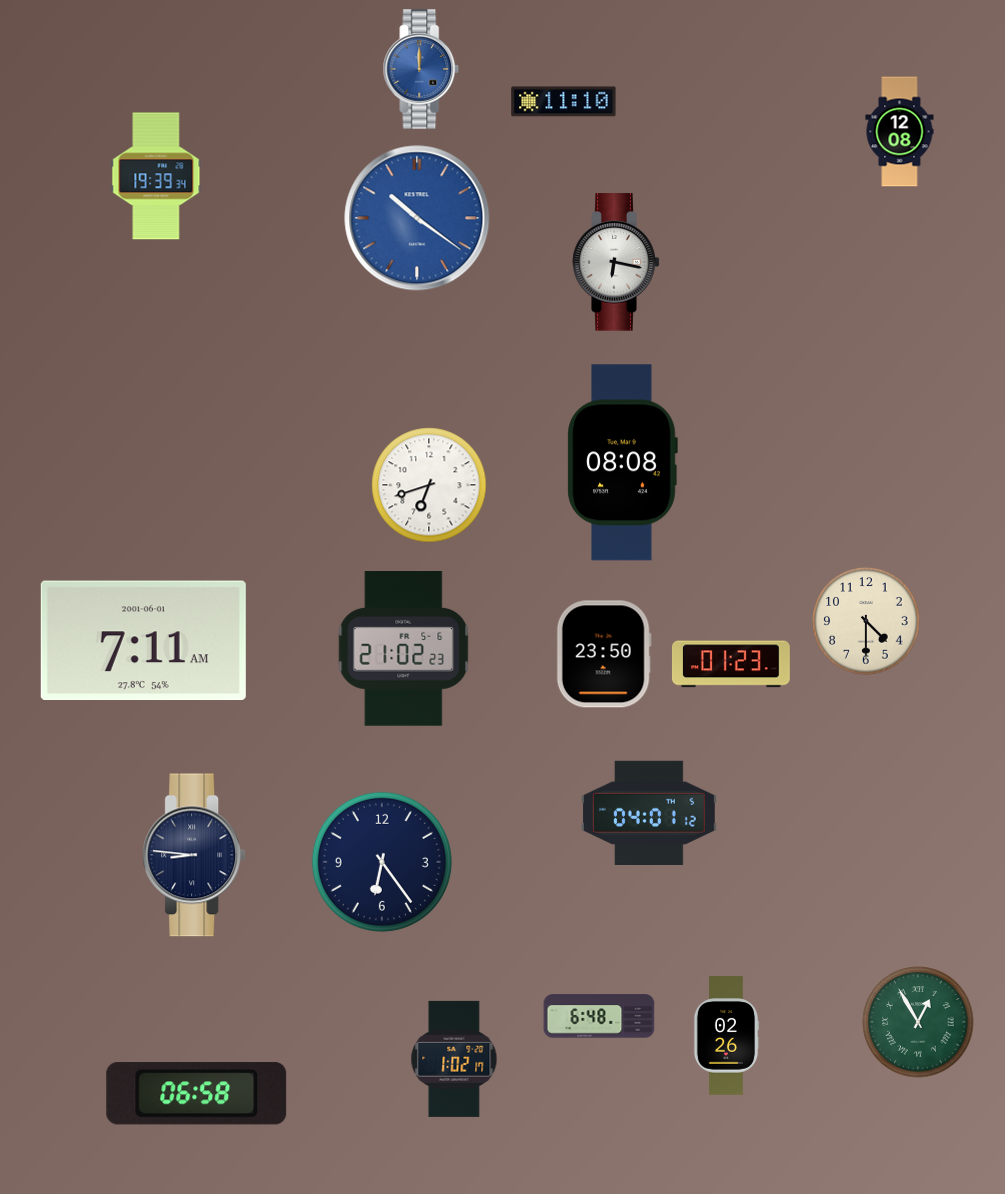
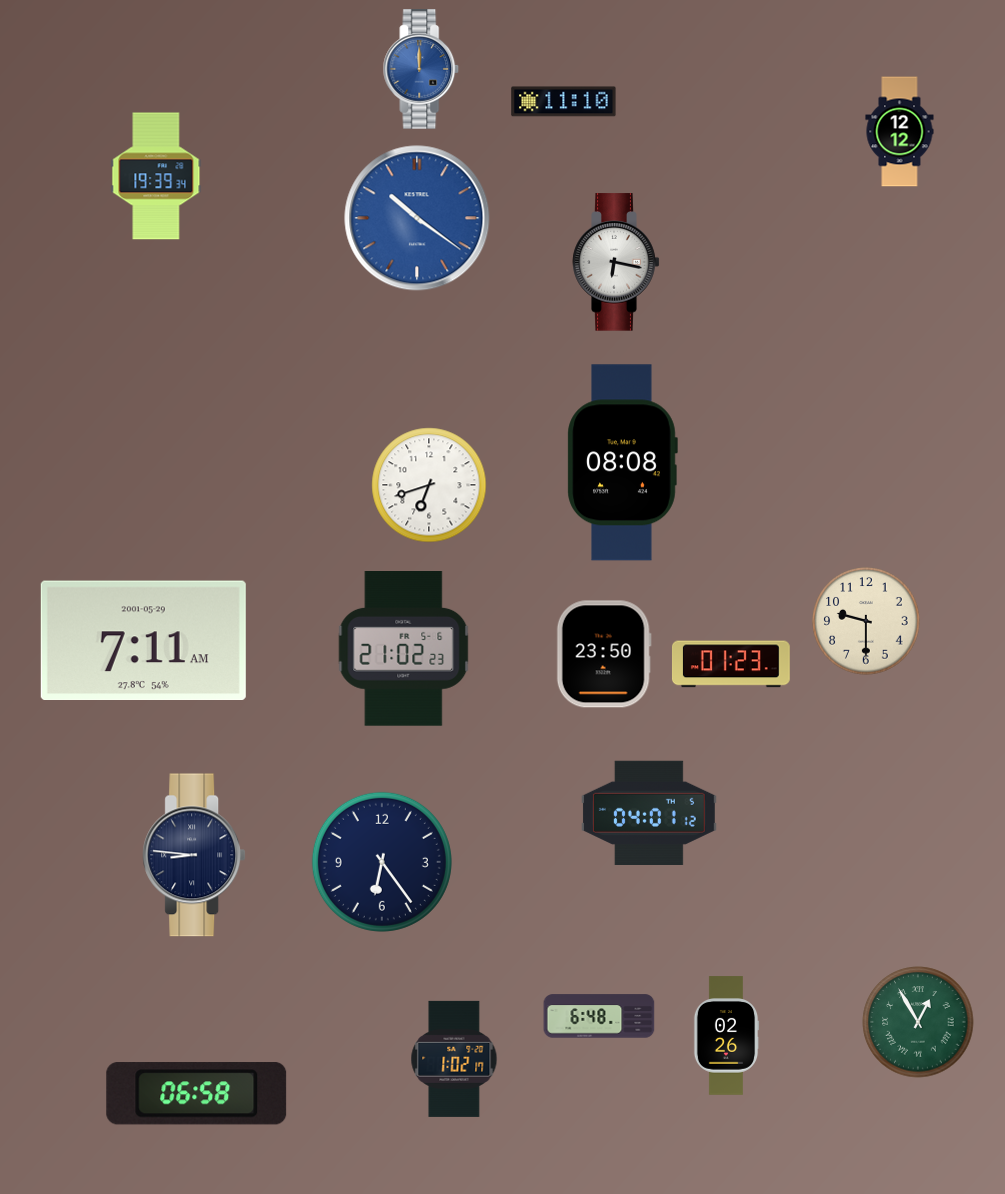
clock at (900, 132): 12:08 -> 12:12
clock at (866, 621): 4:30 -> 9:30
clock at (143, 640) date: 2001-06-01 -> 2001-05-29
